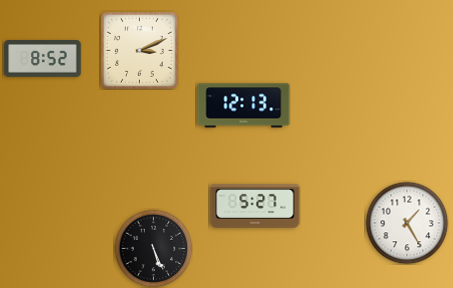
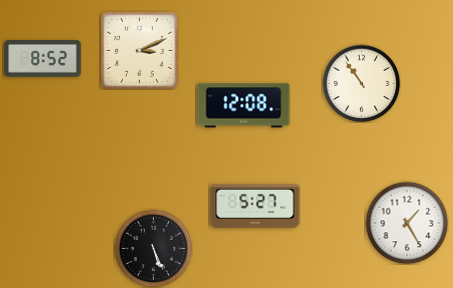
clock at (361, 83): none -> 10:54
clock at (244, 106): 12:13 -> 12:08
